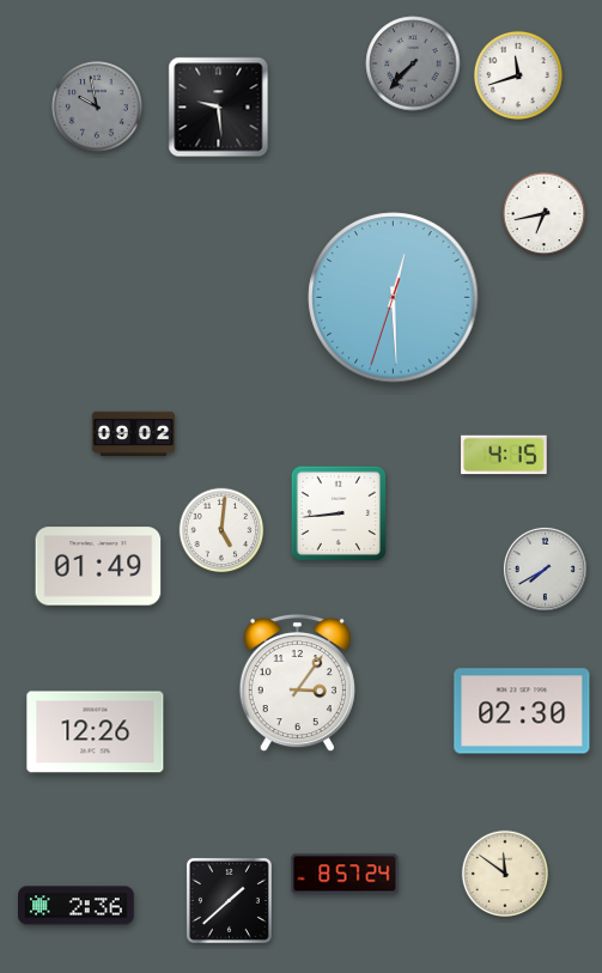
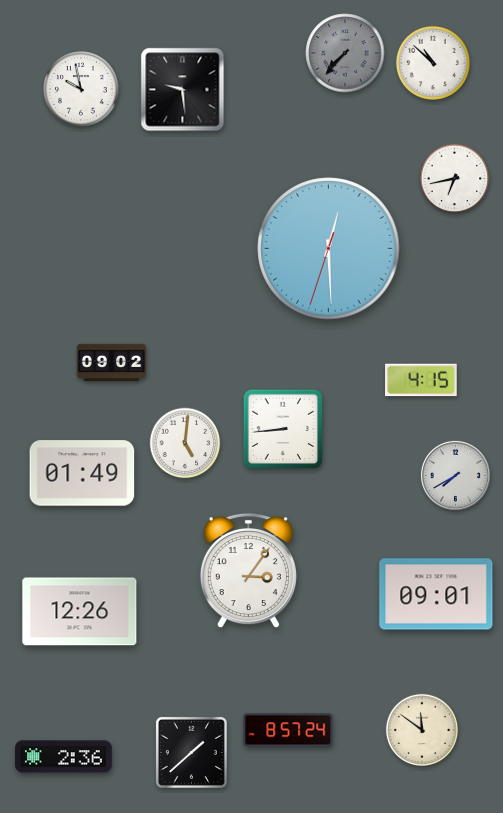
clock at (518, 75): 11:42 -> 10:52
clock at (98, 108) dial: grey -> white
clock at (522, 711): 02:30 -> 09:01
